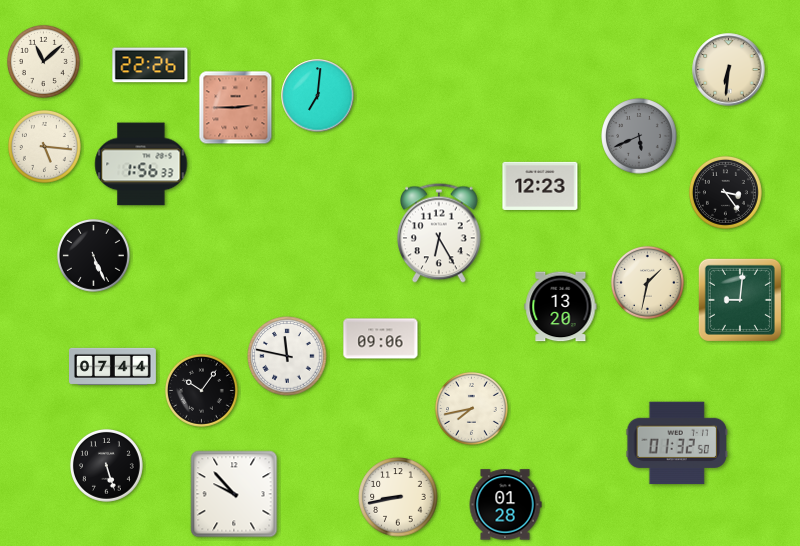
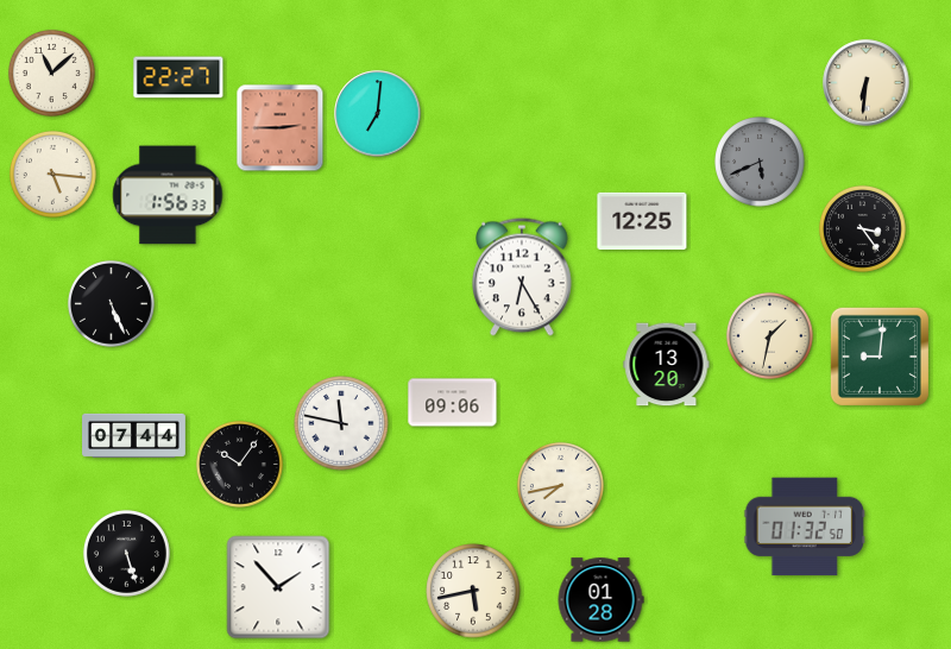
clock at (150, 65): 22:26 -> 22:27
clock at (540, 186): 12:23 -> 12:25
clock at (234, 494): 9:53 -> 1:53
clock at (398, 497): 8:43 -> 5:43
